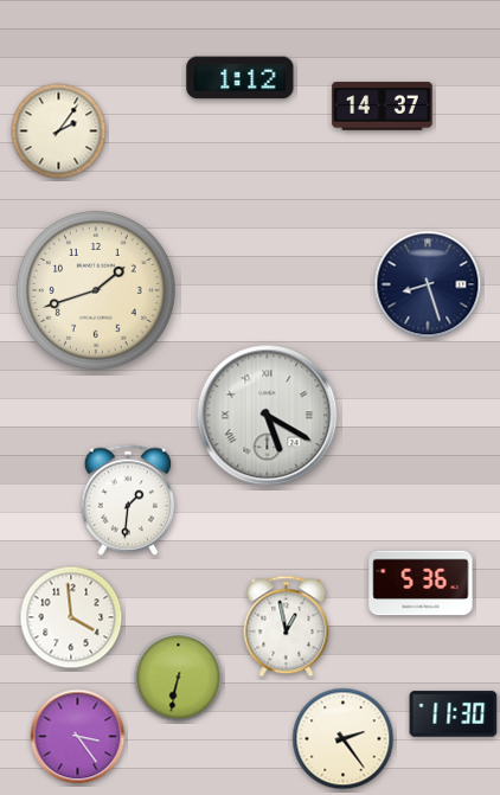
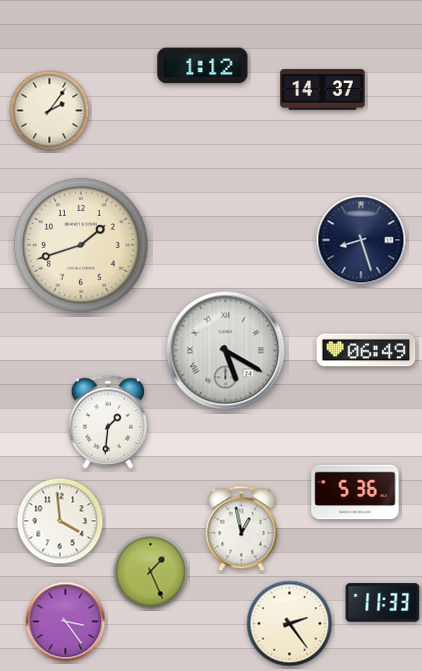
clock at (366, 350): none -> 06:49
clock at (179, 678): 6:32 -> 1:26
clock at (454, 714): 11:30 -> 11:33
